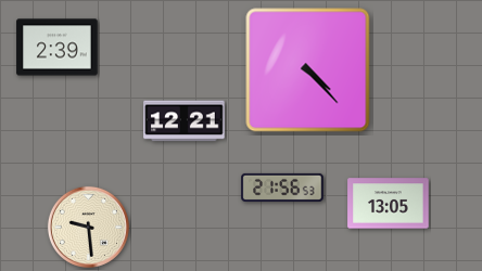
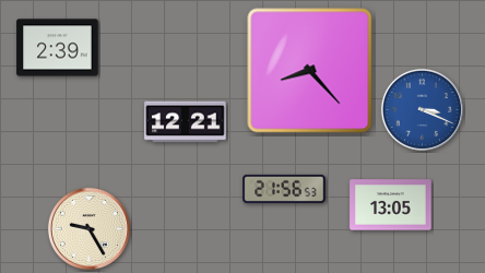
clock at (308, 70): 4:23 -> 8:23
clock at (422, 109): none -> 3:19
clock at (88, 227): 9:29 -> 9:25
